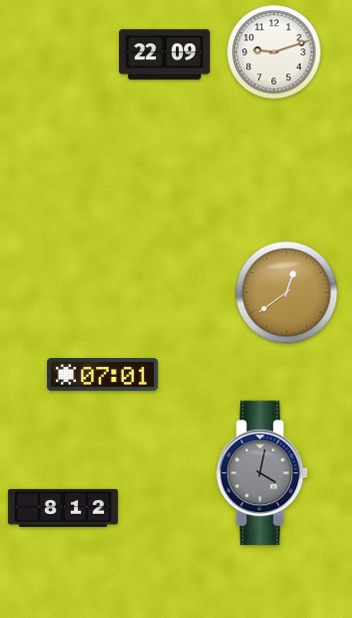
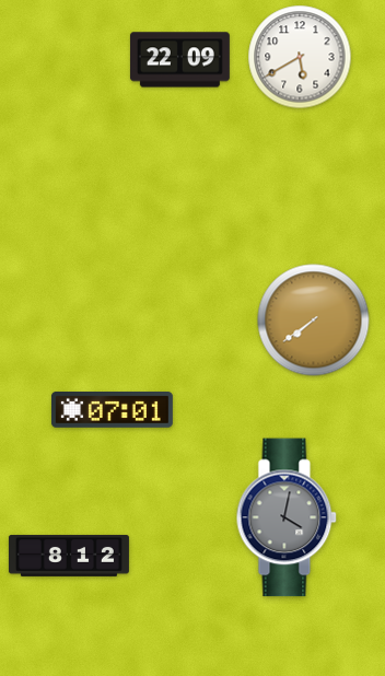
clock at (274, 52): 9:12 -> 5:40
clock at (287, 293): 12:39 -> 7:39
